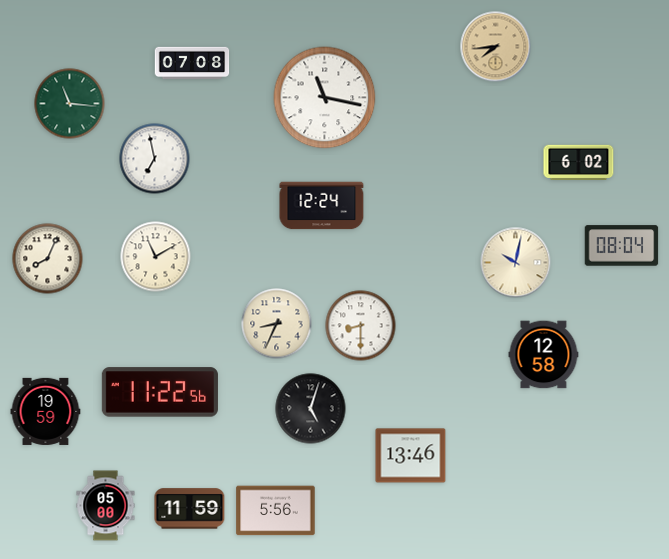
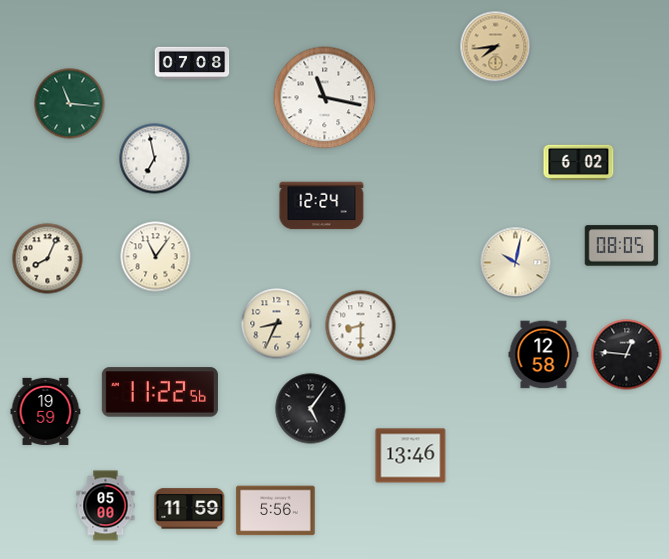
clock at (622, 246): 08:04 -> 08:05
clock at (156, 257): 11:10 -> 11:06
clock at (627, 355): none -> 12:46
clock at (311, 409): 5:03 -> 5:06
